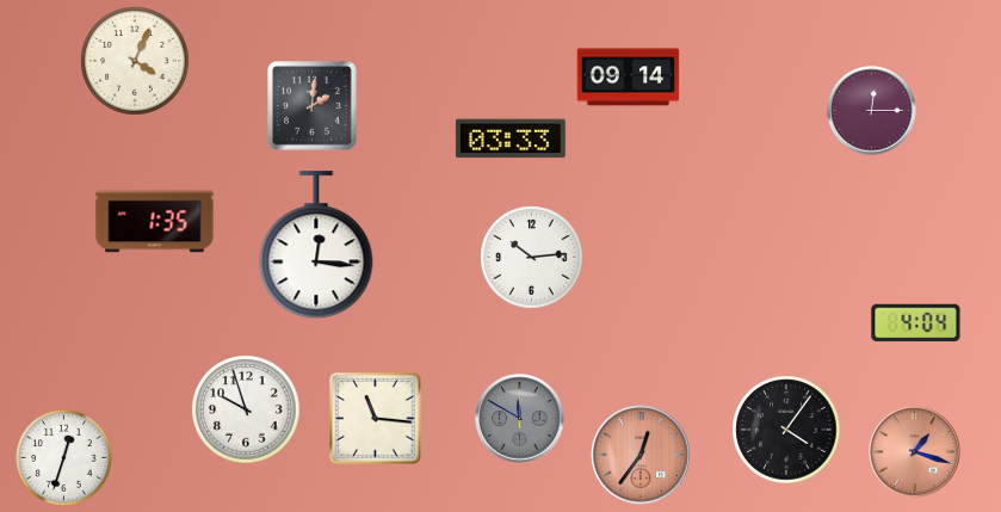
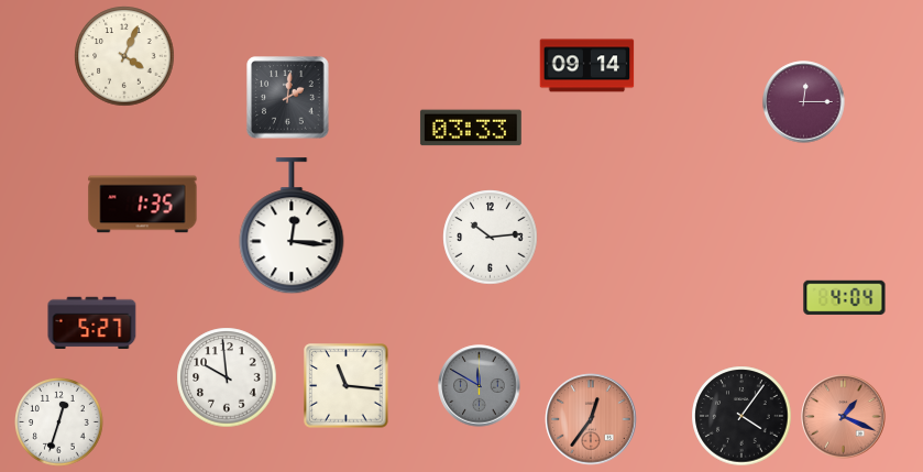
clock at (629, 78) position: (629, 78) -> (587, 66)
clock at (92, 323): none -> 5:27
clock at (246, 409): 9:57 -> 9:59
clock at (786, 430) position: (786, 430) -> (741, 416)
clock at (915, 452): 1:18 -> 1:19
